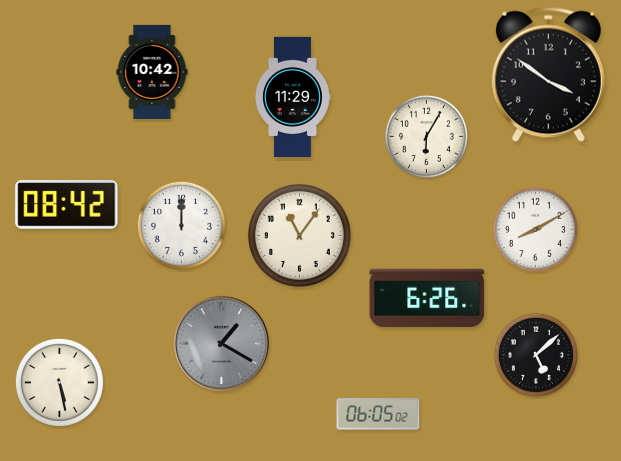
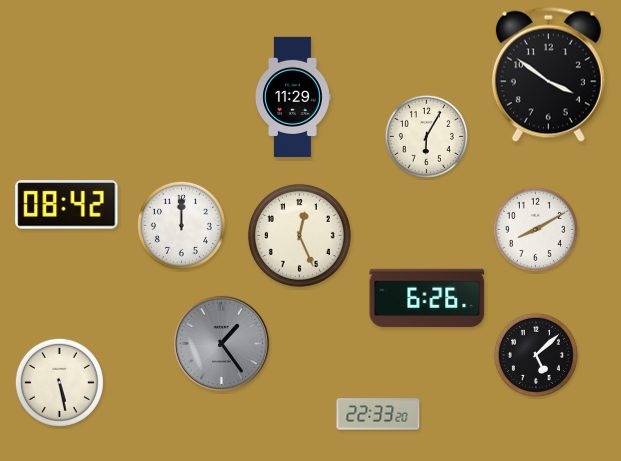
clock at (152, 72): 10:42 -> none
clock at (299, 235): 11:06 -> 12:26
clock at (221, 343): 1:20 -> 1:24
clock at (378, 414): 06:05 -> 22:33
